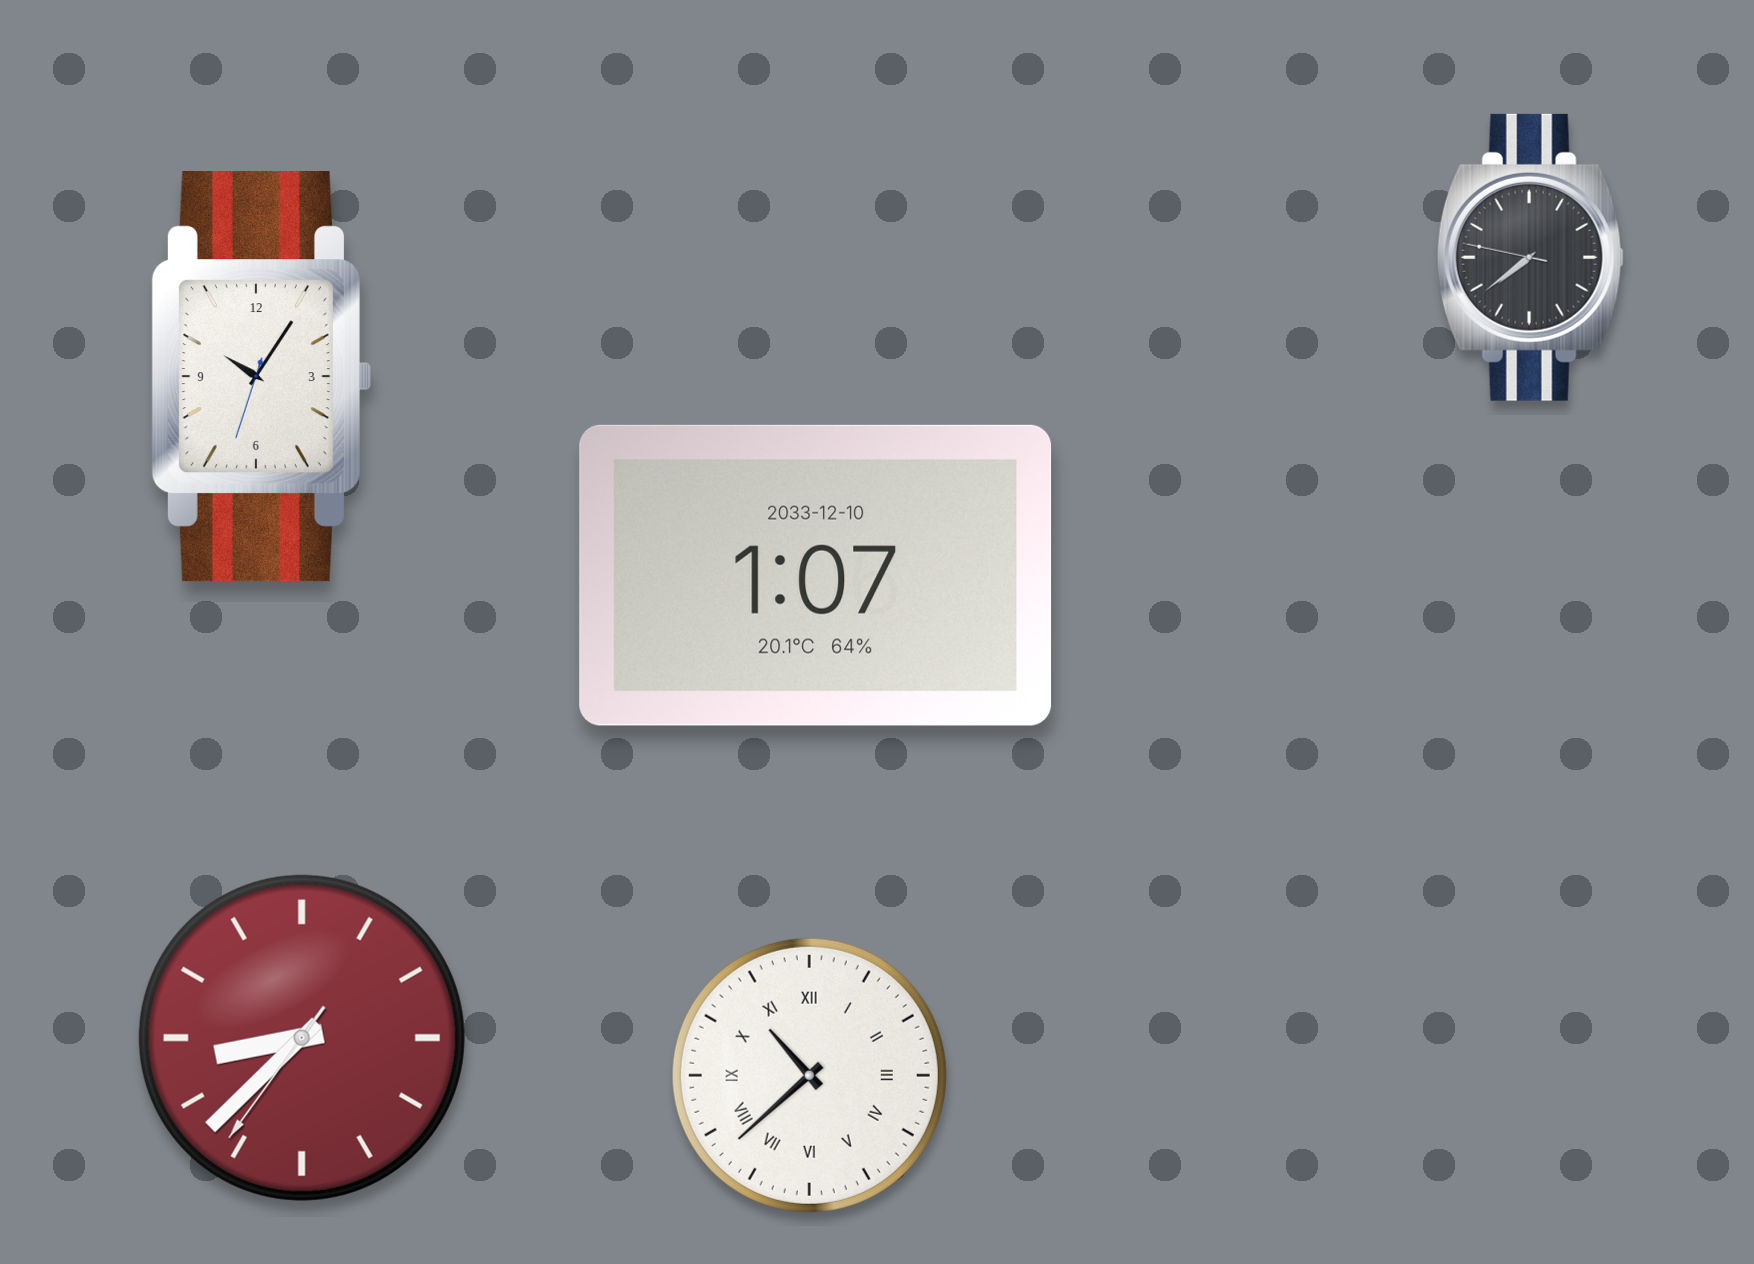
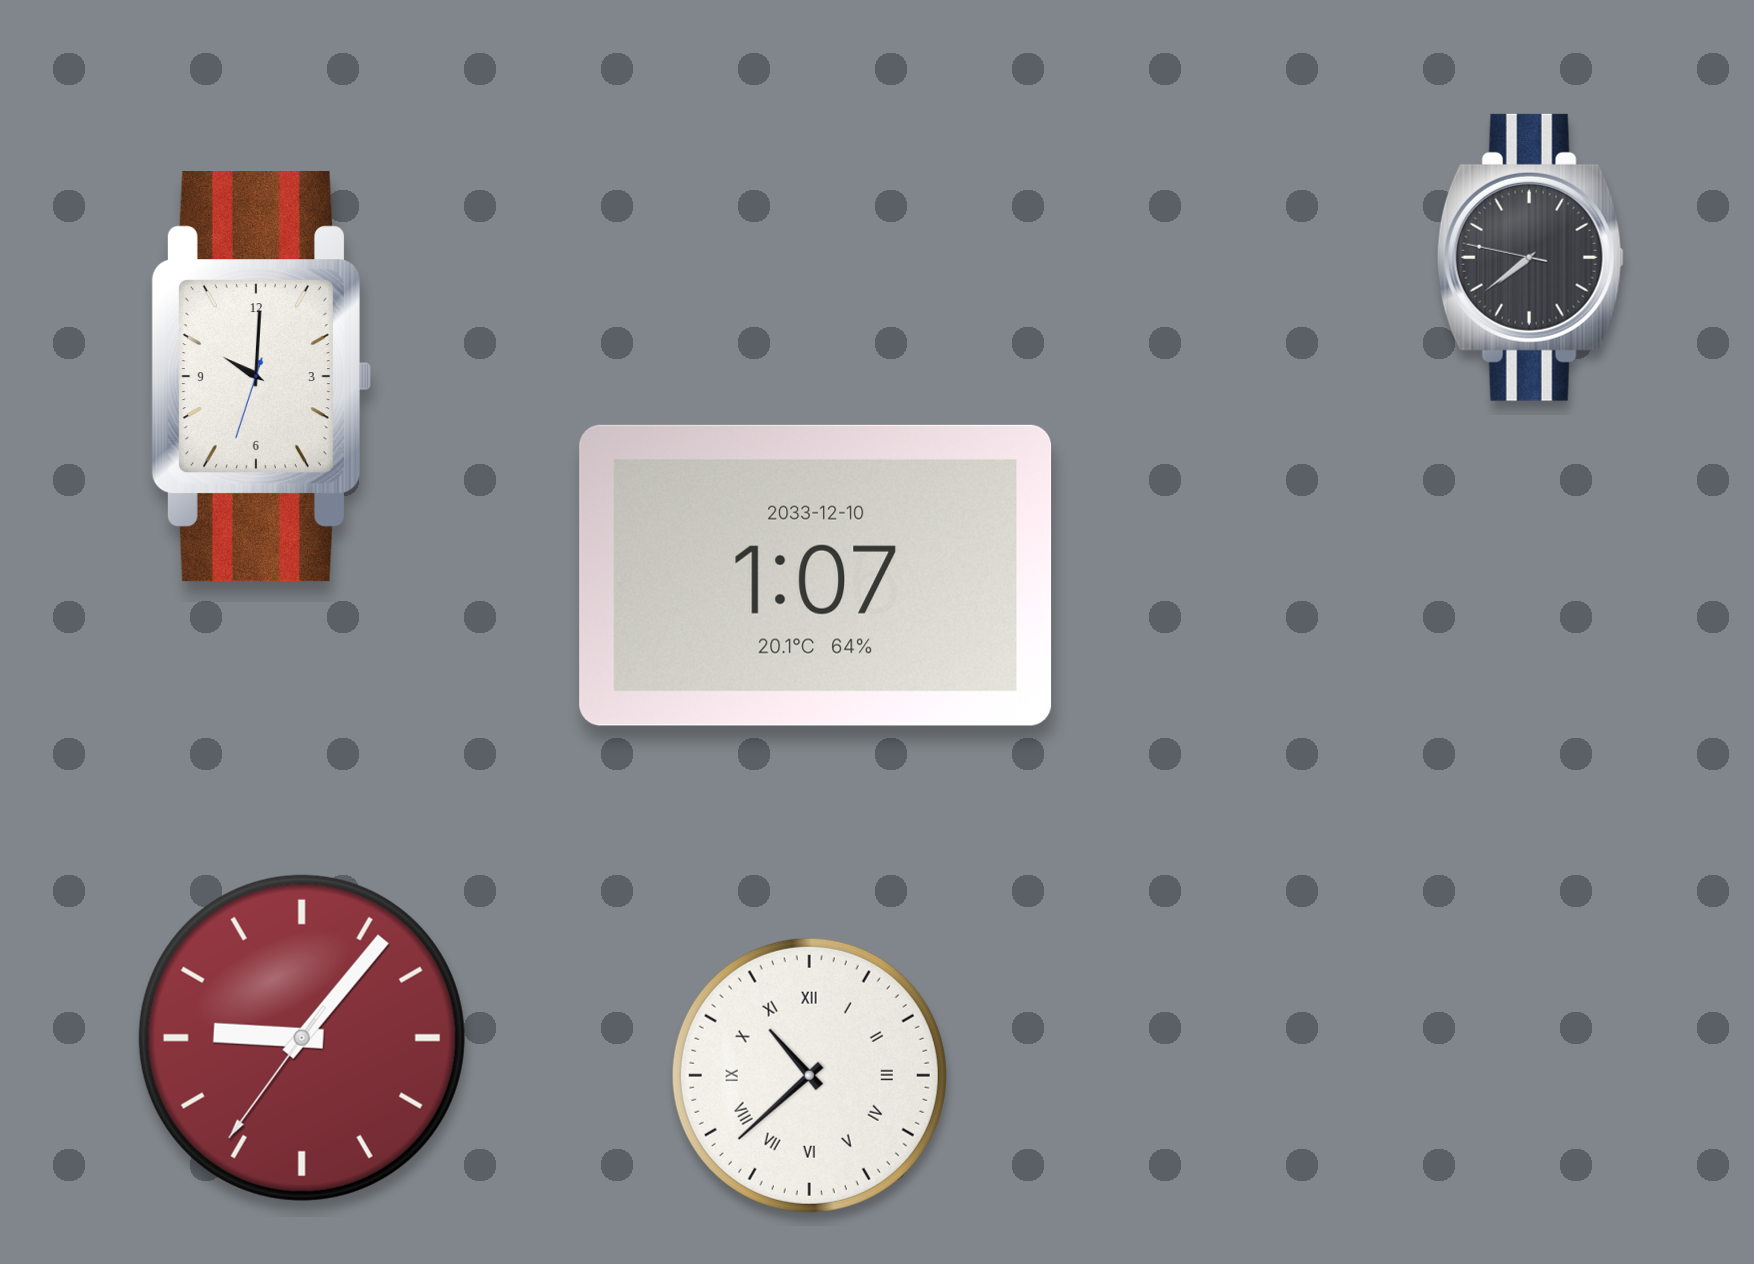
clock at (261, 377): 10:05 -> 10:00
clock at (302, 1038): 8:37 -> 9:06
